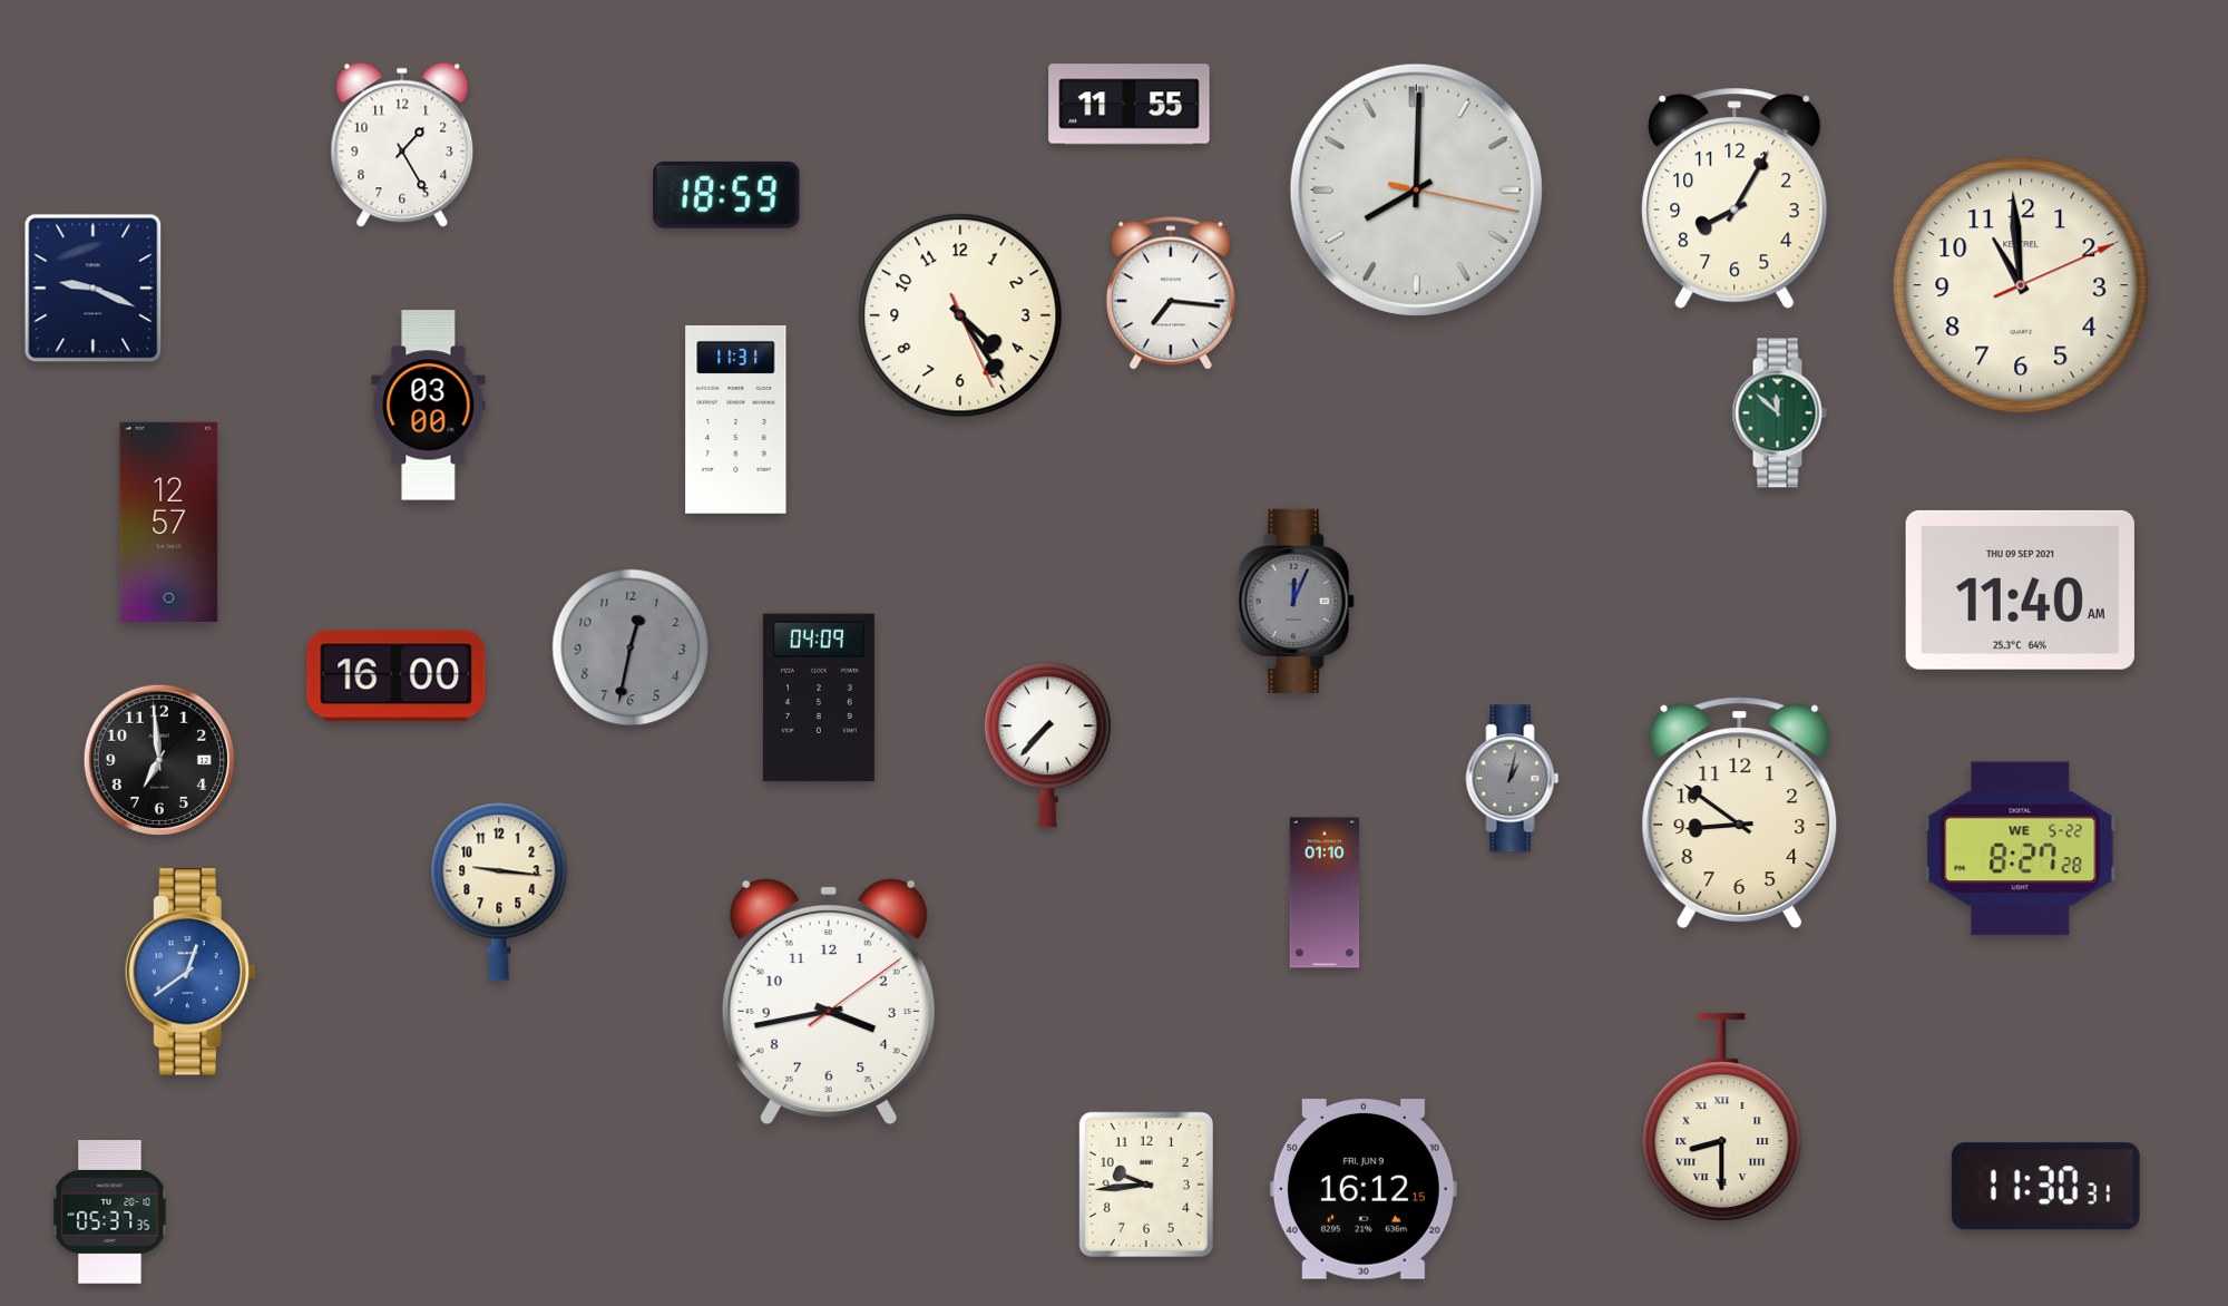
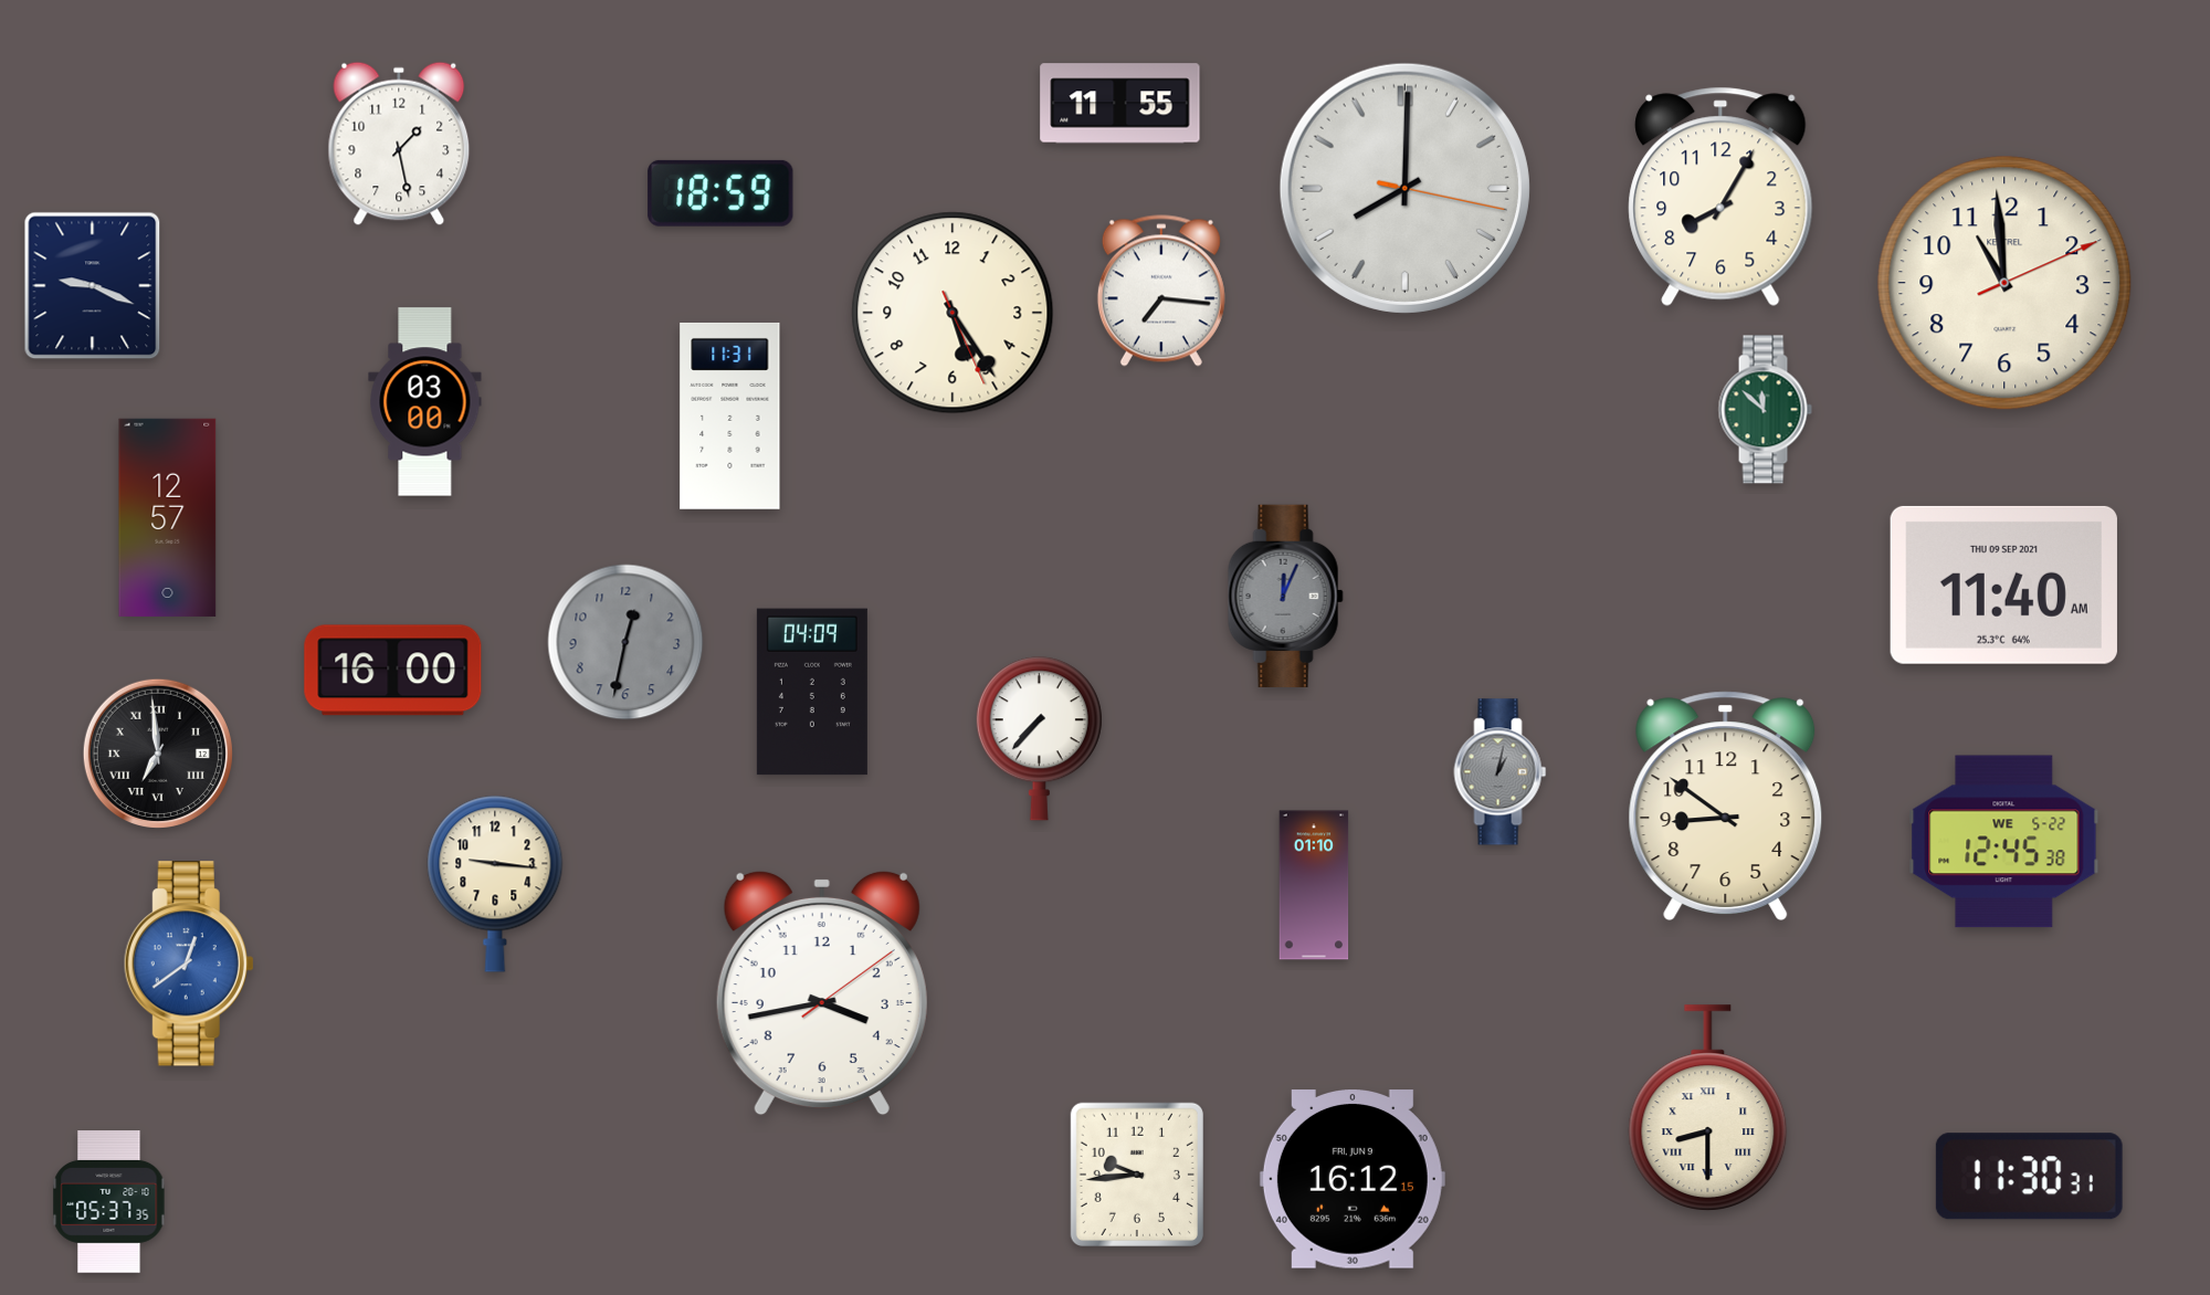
clock at (402, 145): 1:25 -> 1:28
clock at (960, 315): 4:24 -> 5:24
clock at (159, 760) numerals: Arabic -> Roman
clock at (2021, 849): 8:27 -> 12:45
